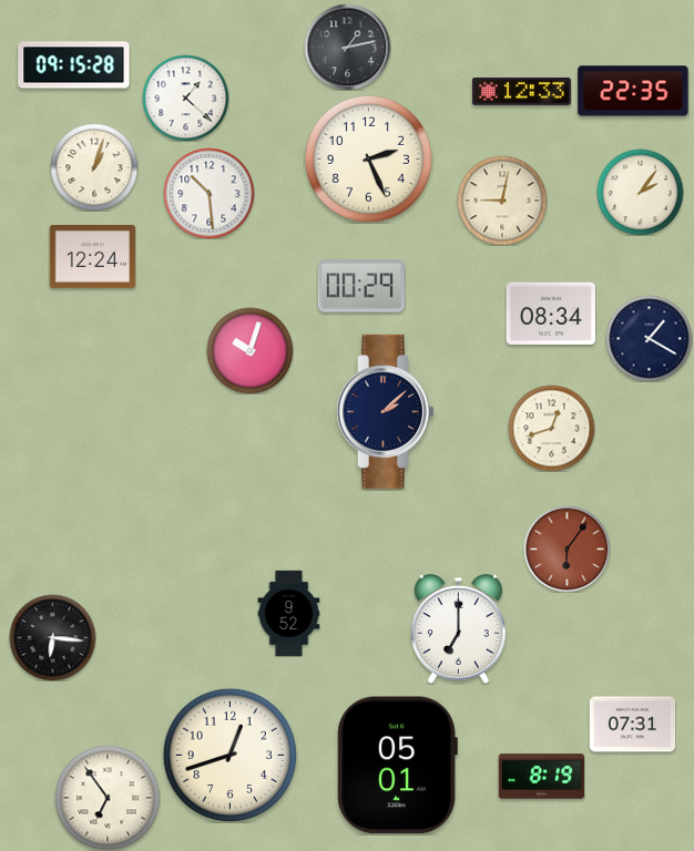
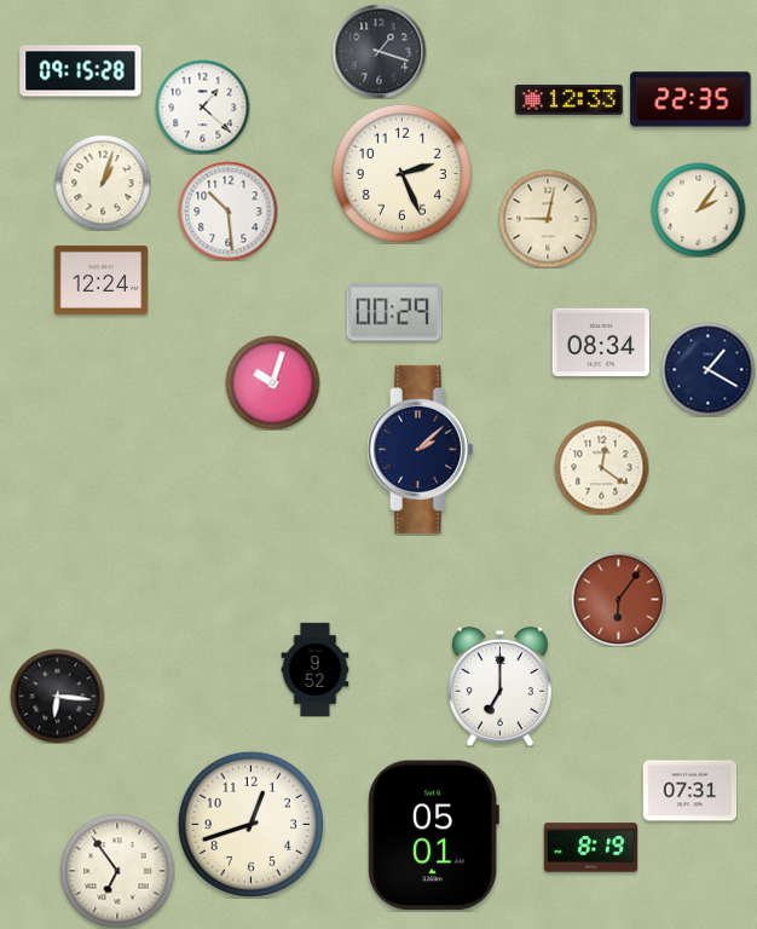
clock at (347, 47): 1:13 -> 1:18
clock at (551, 428): 12:42 -> 12:21
